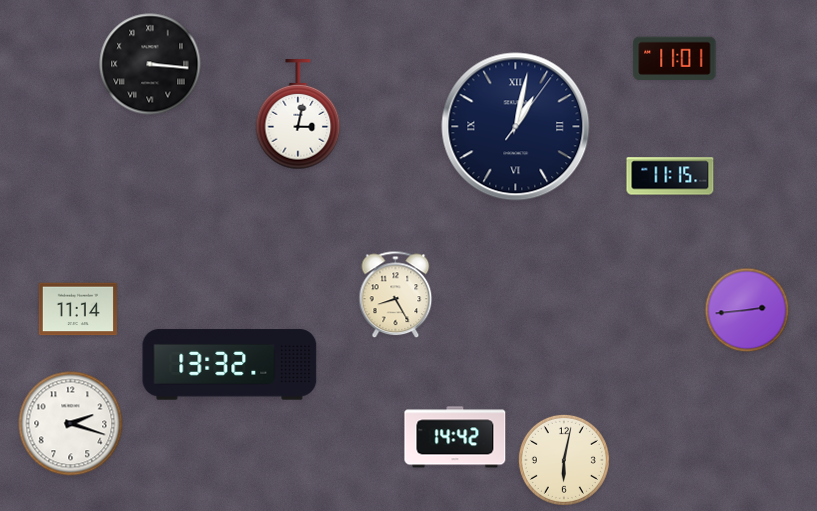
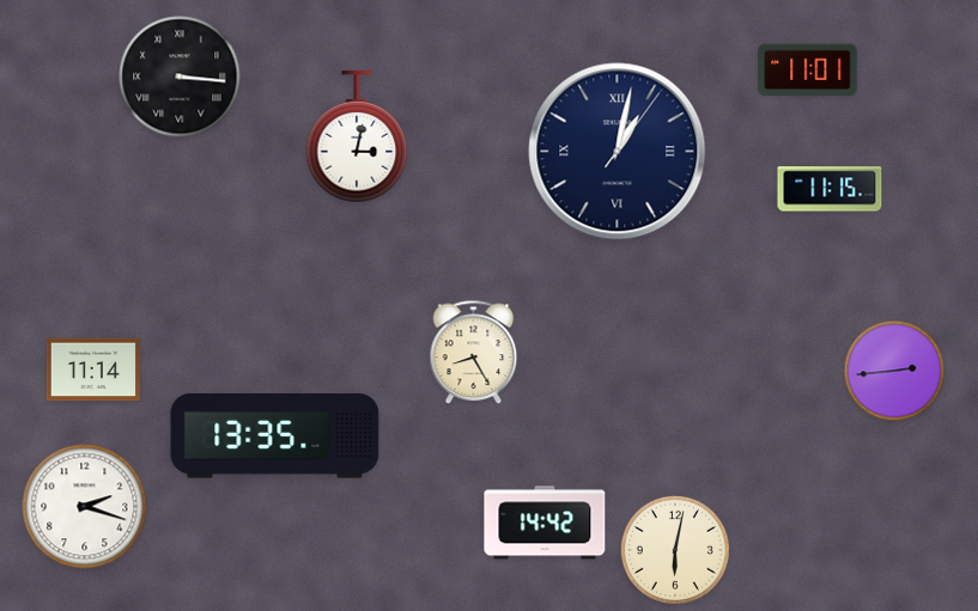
clock at (670, 176) position: (670, 176) -> (830, 189)
clock at (230, 365): 13:32 -> 13:35
